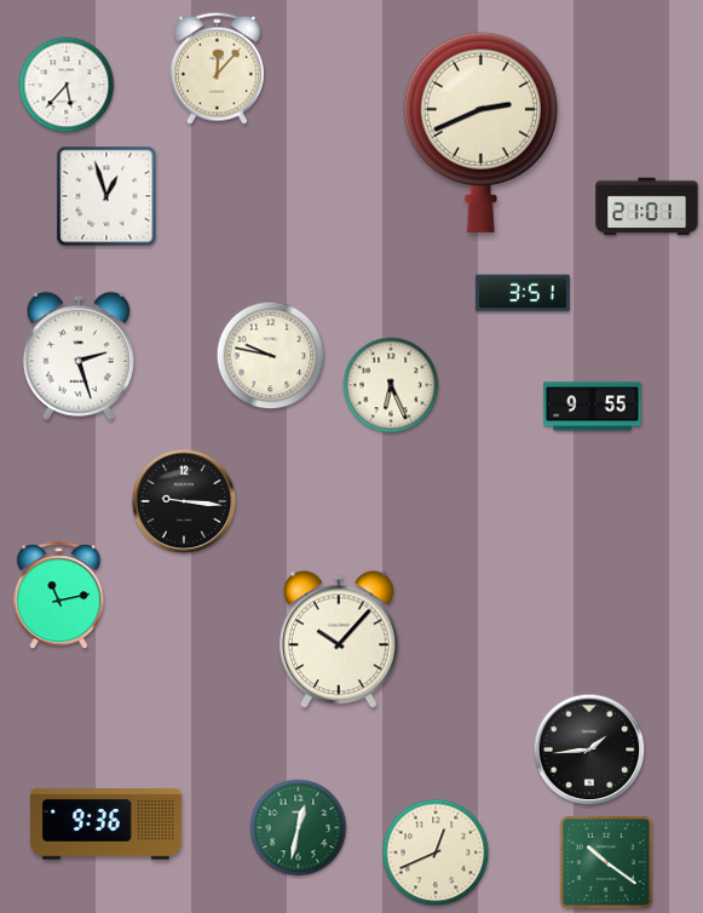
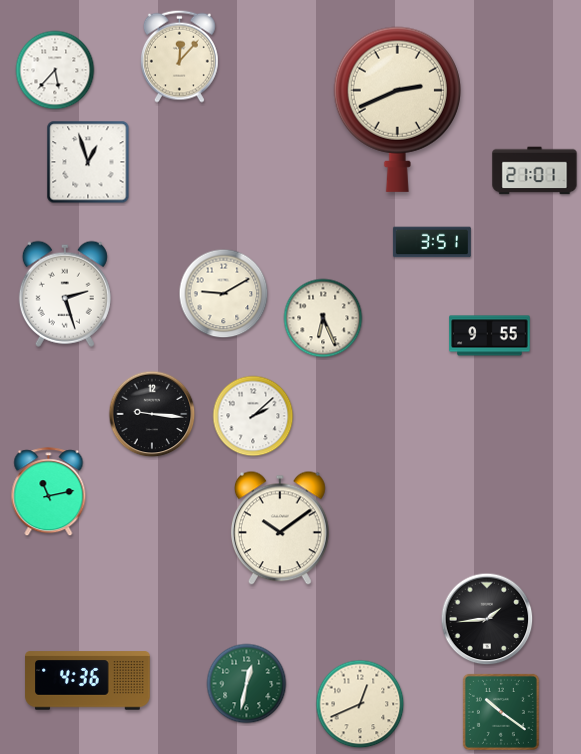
clock at (271, 356): 9:47 -> 9:10
clock at (253, 416): none -> 2:08
clock at (339, 639): 10:07 -> 10:09
clock at (106, 825): 9:36 -> 4:36
